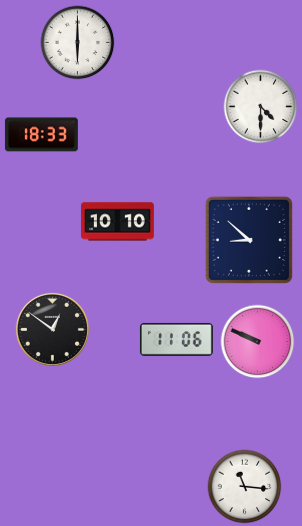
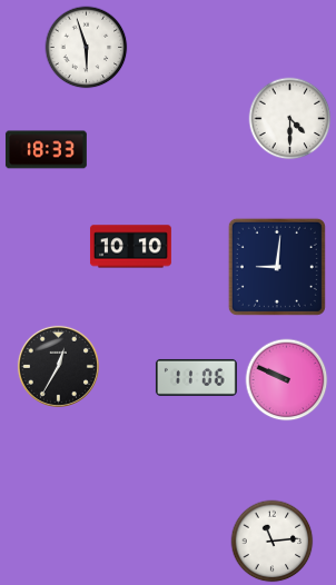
clock at (78, 43): 6:00 -> 5:57
clock at (249, 240): 8:52 -> 9:01
clock at (52, 329): 12:51 -> 12:35
clock at (245, 487): 11:16 -> 11:14
